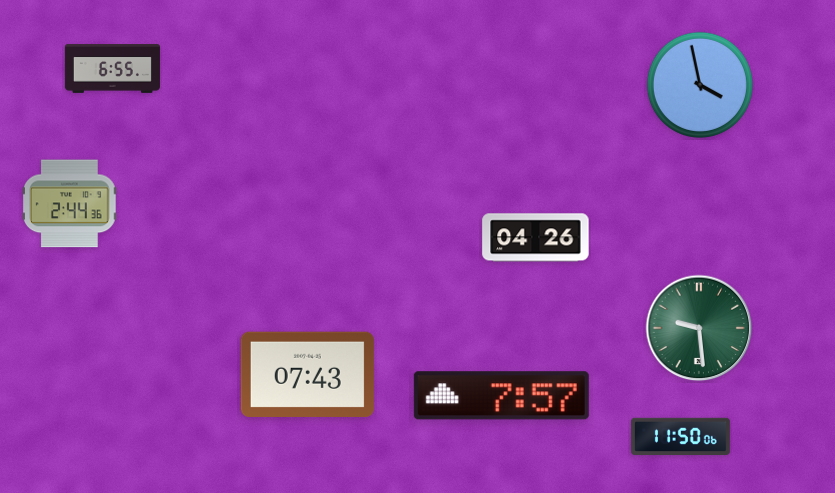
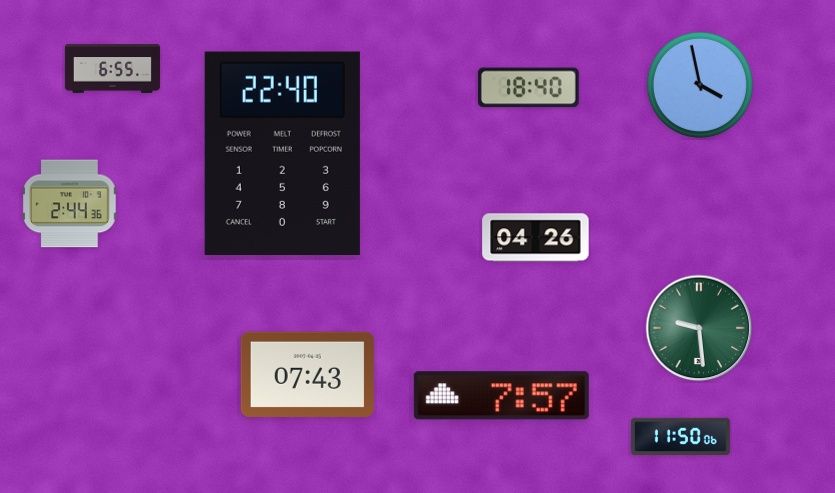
clock at (528, 88): none -> 18:40
clock at (282, 153): none -> 22:40
